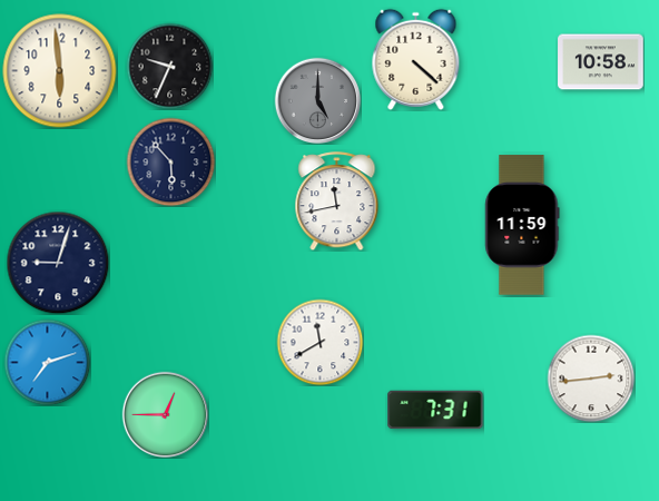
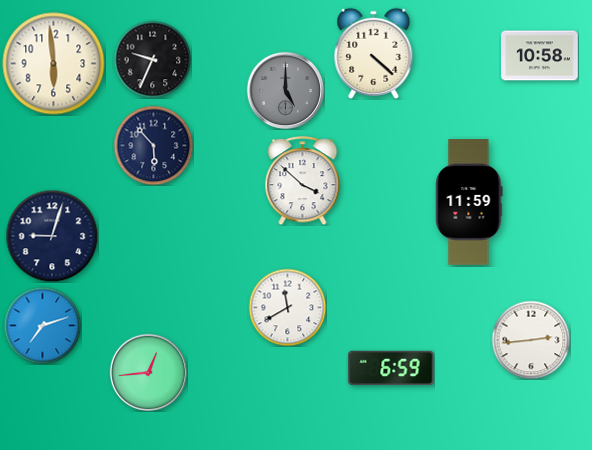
clock at (337, 202): 11:43 -> 3:52
clock at (435, 410): 7:31 -> 6:59
clock at (165, 414): 12:45 -> 12:44
